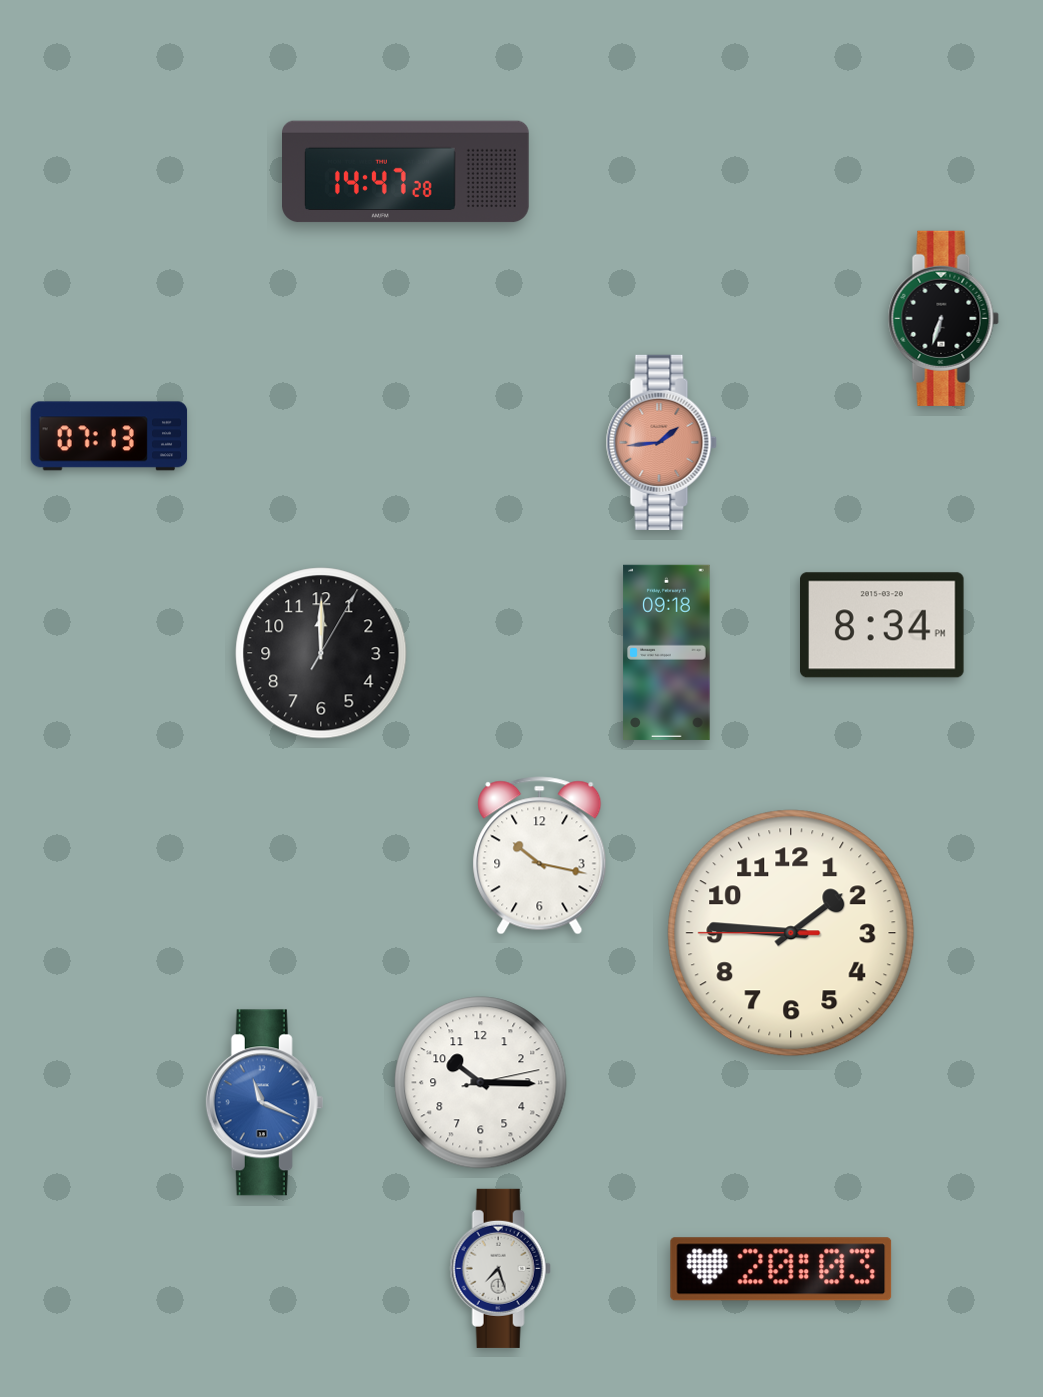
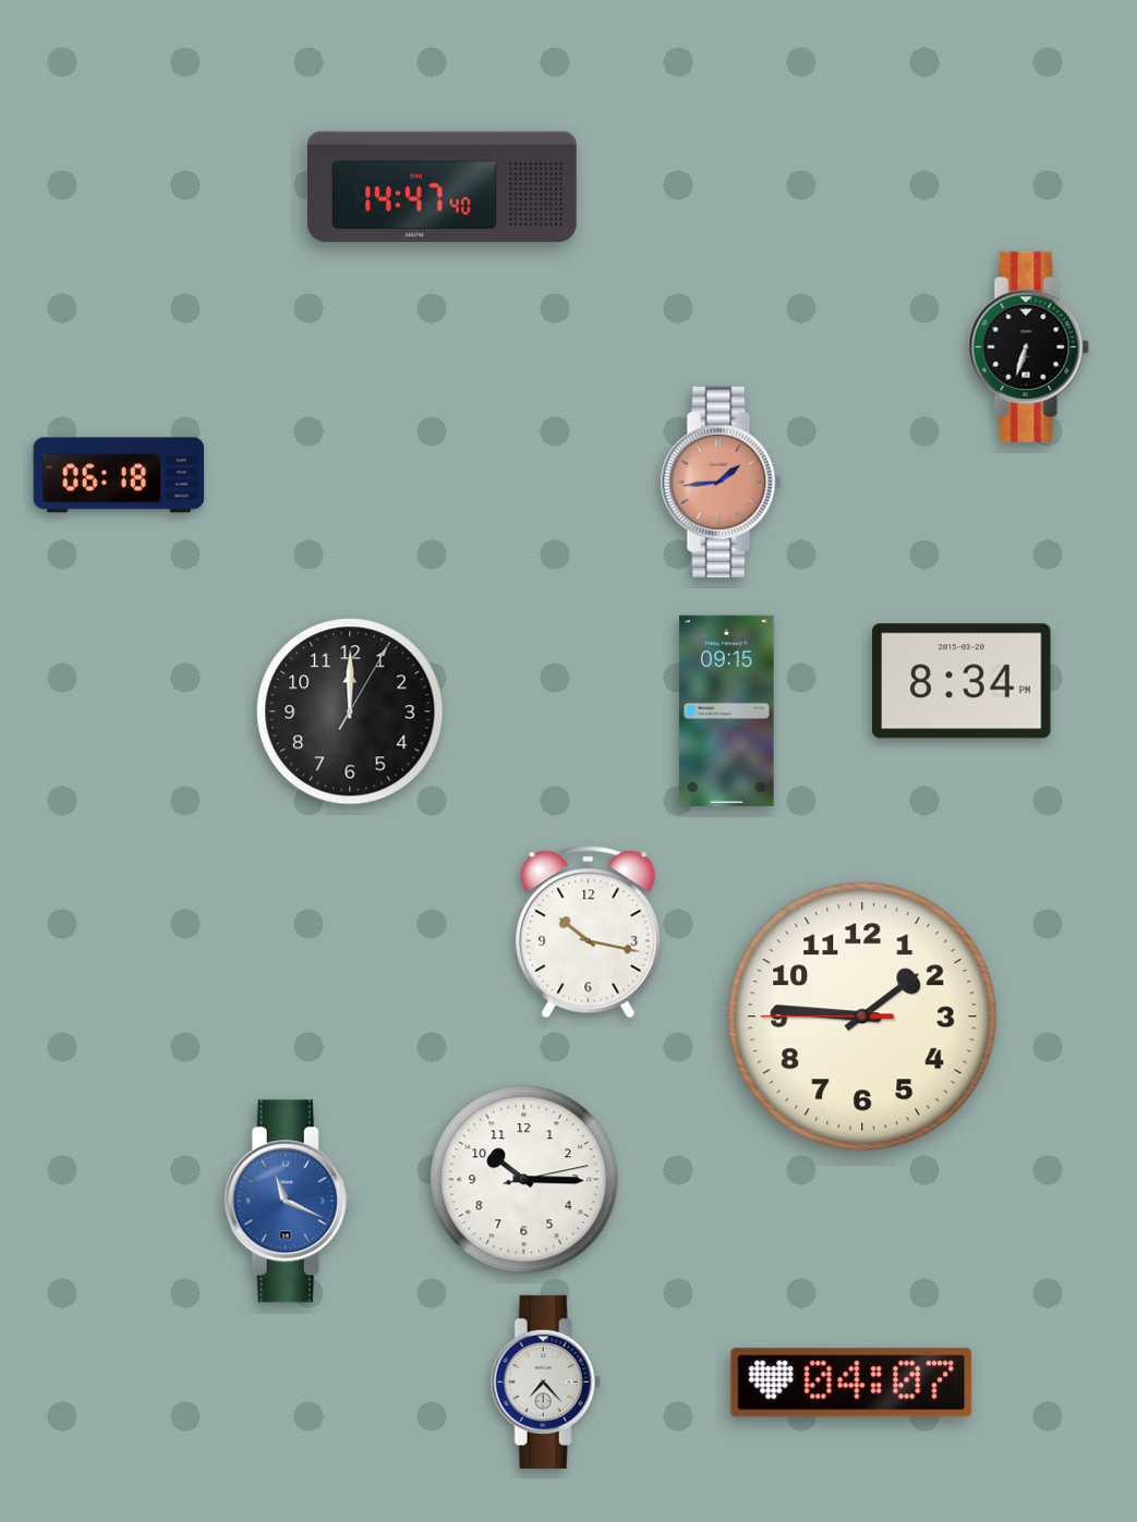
clock at (406, 172): 14:47:28 -> 14:47:40
clock at (109, 436): 07:13 -> 06:18
clock at (667, 652): 09:18 -> 09:15
clock at (500, 1268): 7:27 -> 7:23
clock at (781, 1269): 20:03 -> 04:07
